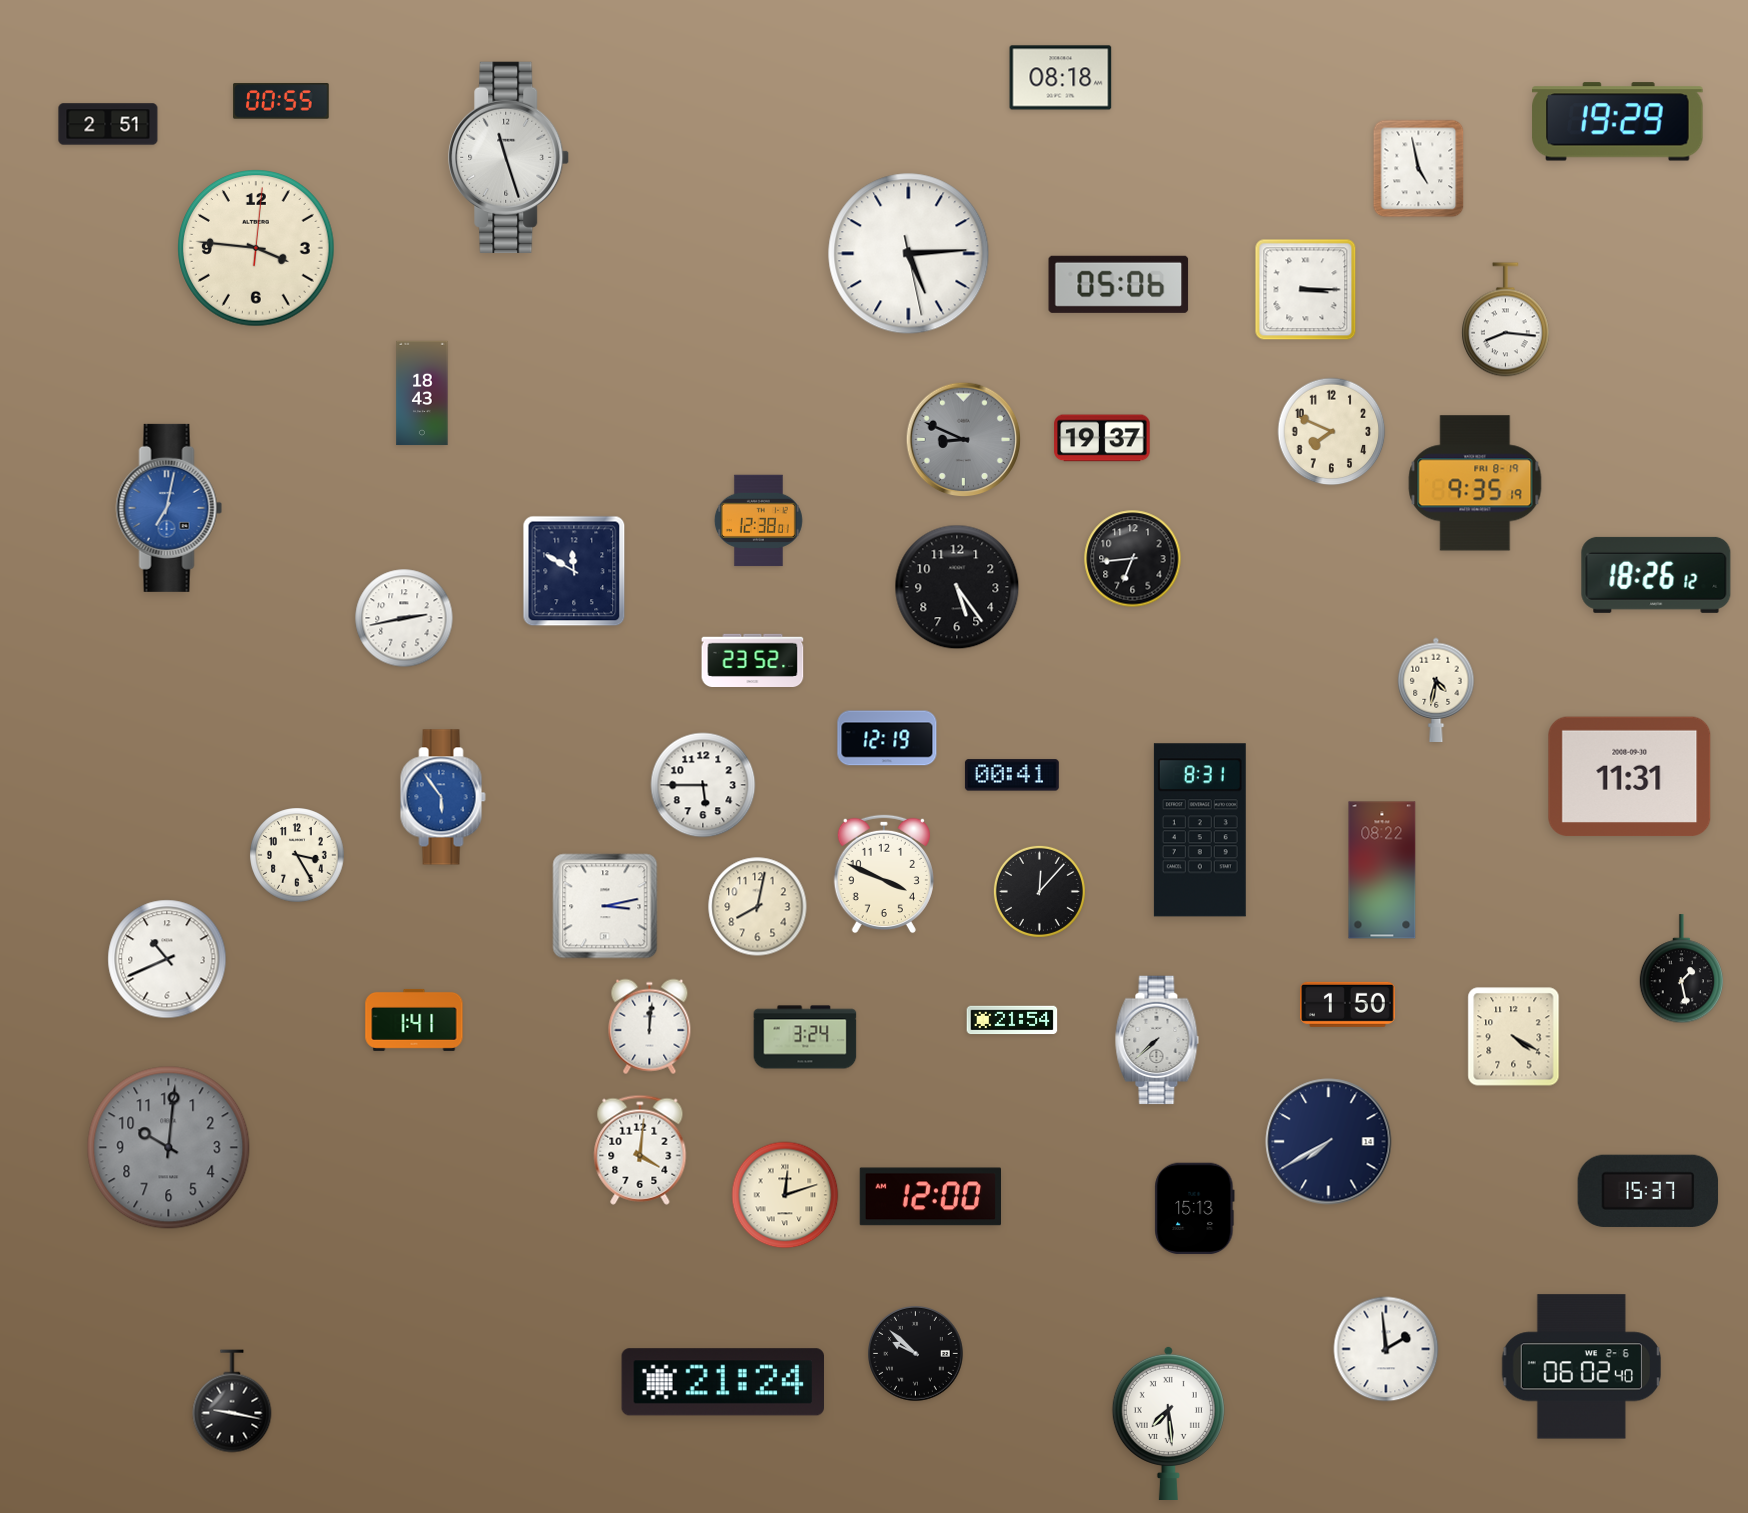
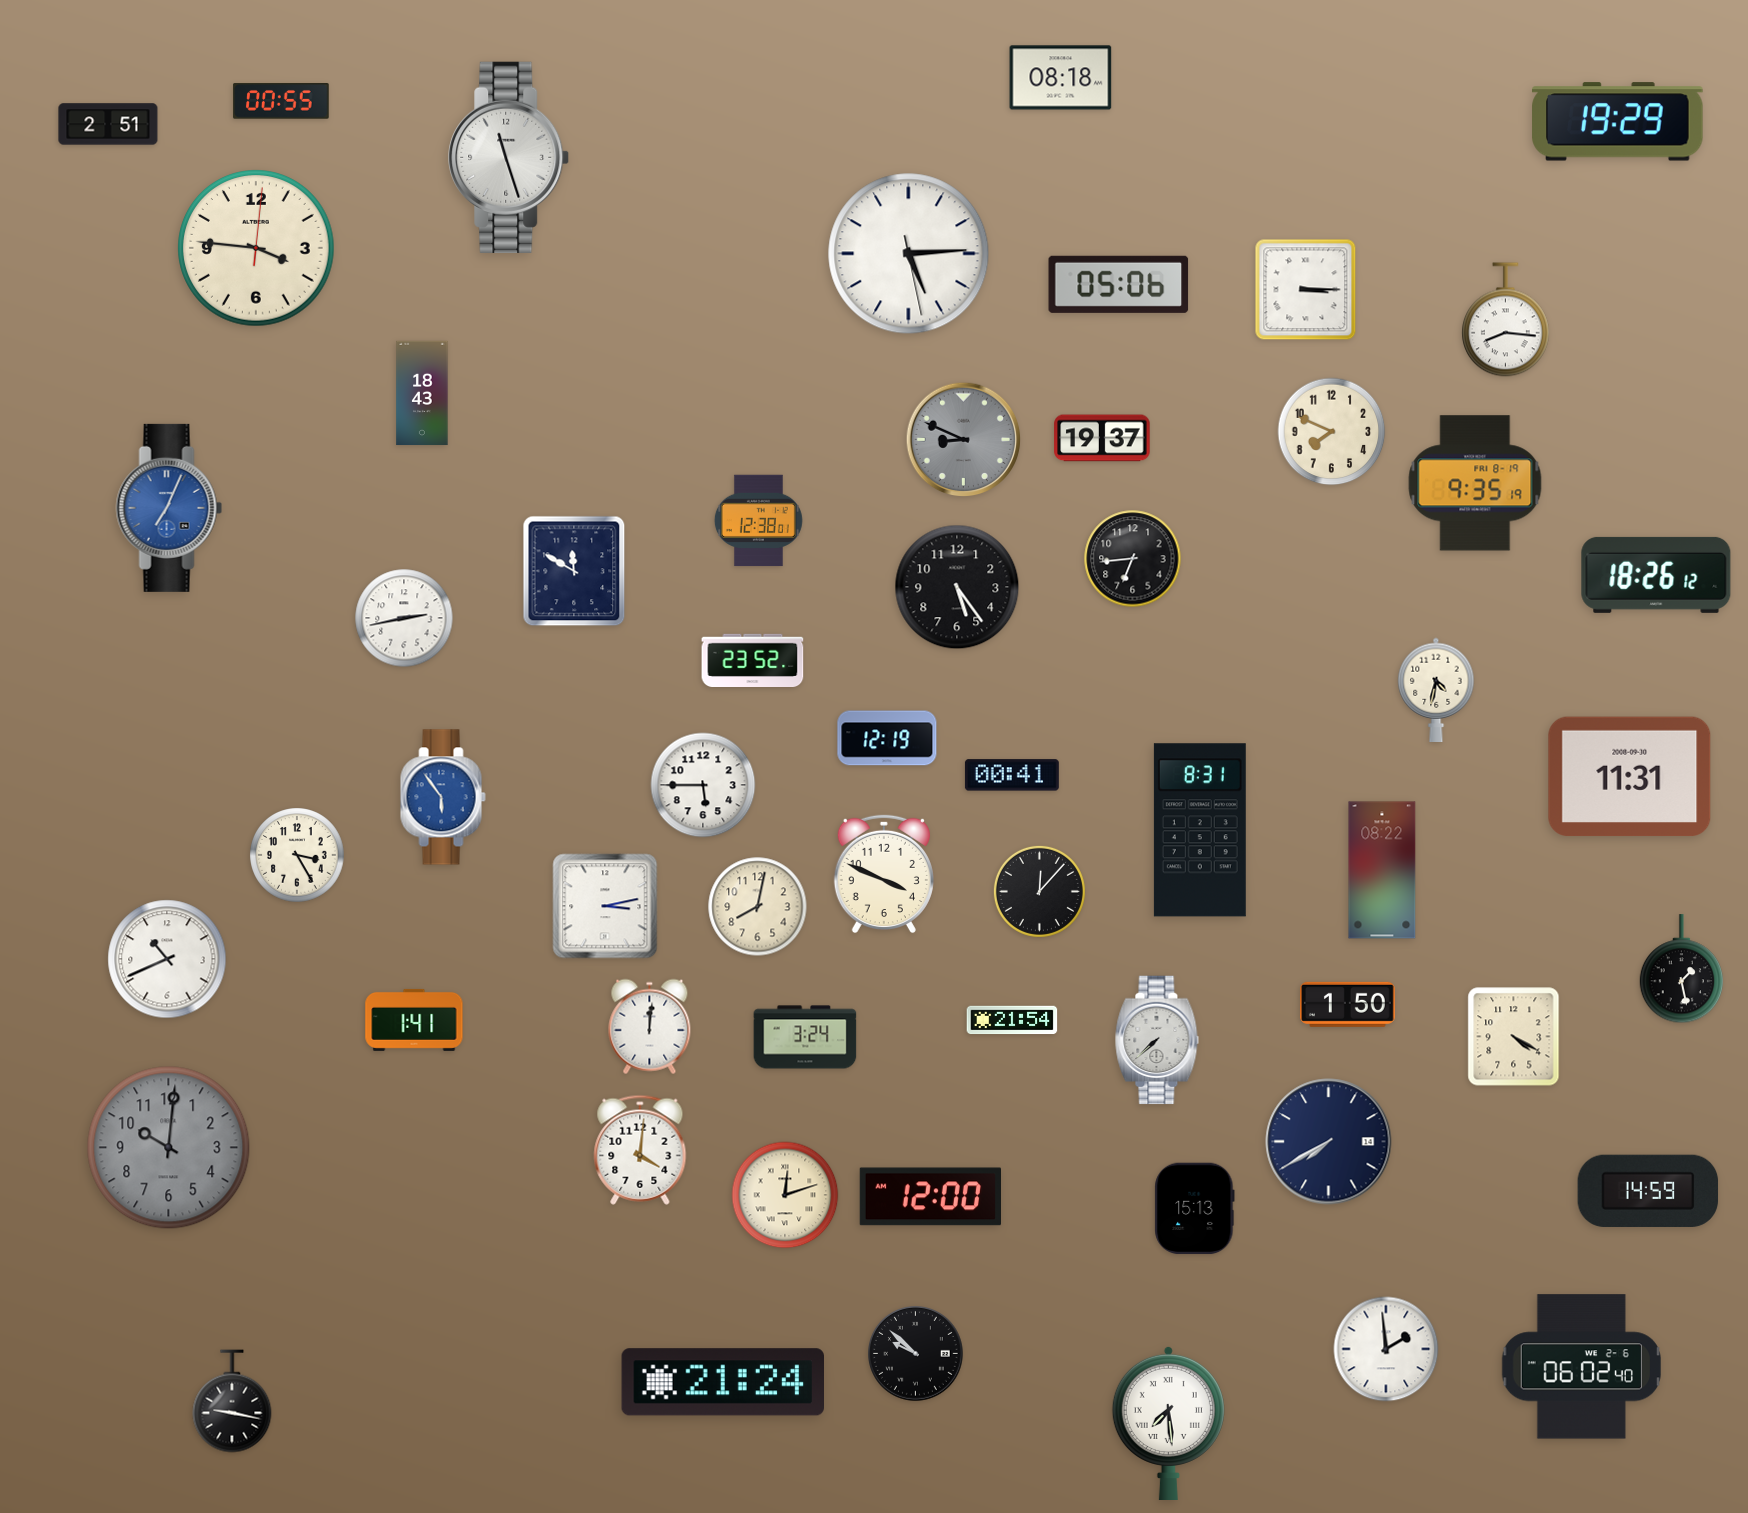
clock at (1419, 169): 4:58 -> none
clock at (169, 508): 7:02 -> 7:04
clock at (1648, 1191): 15:37 -> 14:59
